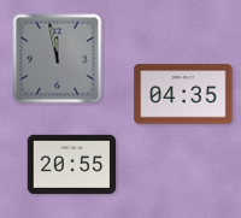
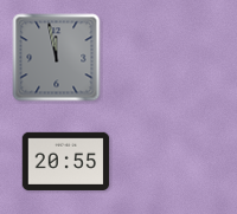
clock at (183, 94): 04:35 -> none
clock at (72, 164) position: (72, 164) -> (66, 161)
